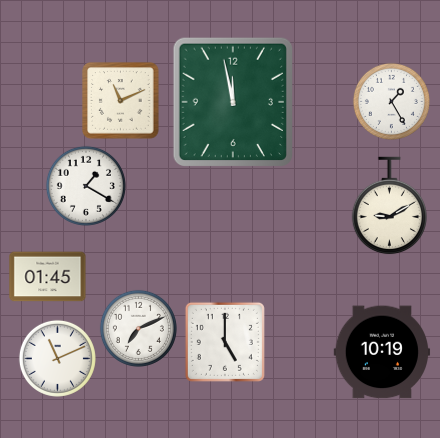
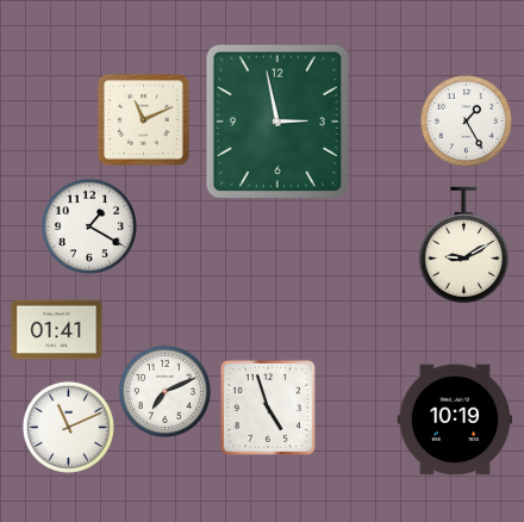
clock at (232, 101): 11:58 -> 2:58
clock at (86, 186) position: (86, 186) -> (89, 226)
clock at (48, 277): 01:45 -> 01:41
clock at (225, 342): 5:00 -> 4:57
